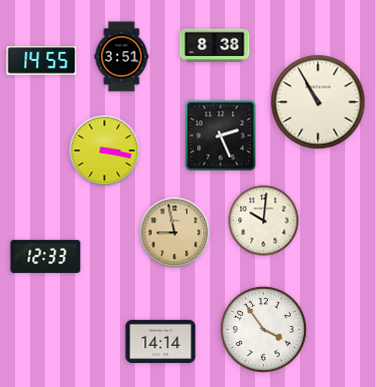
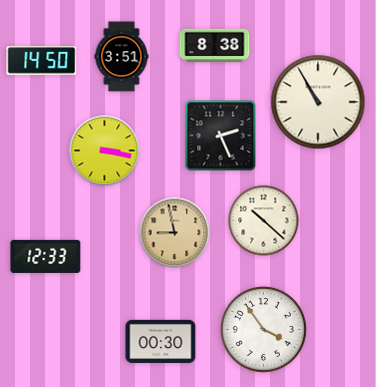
clock at (42, 61): 14:55 -> 14:50
clock at (264, 221): 10:01 -> 10:22
clock at (161, 341): 14:14 -> 00:30
